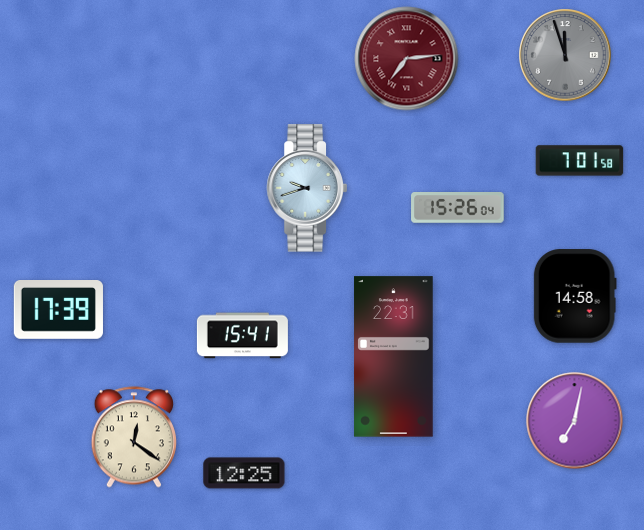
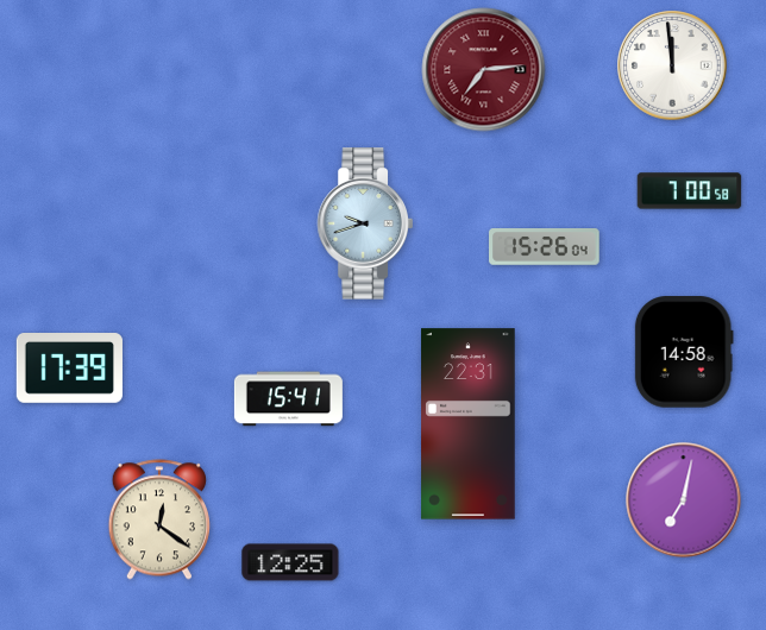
clock at (565, 55): 11:57 -> 11:59
clock at (565, 55) dial: grey -> white
clock at (580, 161): 7:01 -> 7:00
